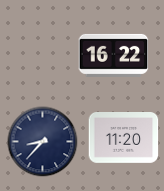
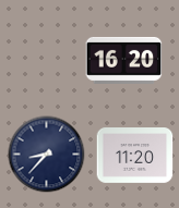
clock at (114, 55): 16:22 -> 16:20
clock at (124, 138) position: (124, 138) -> (135, 156)
